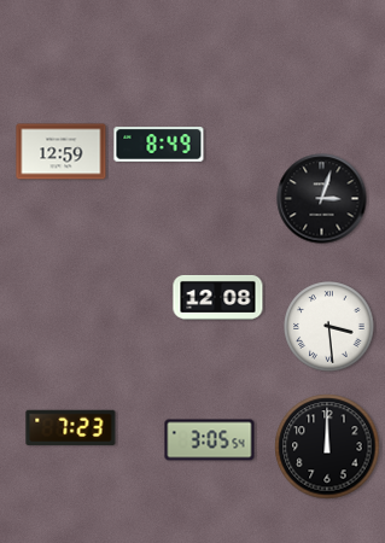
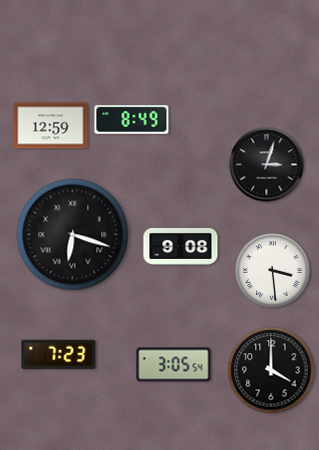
clock at (73, 235): none -> 6:18
clock at (218, 297): 12:08 -> 9:08
clock at (327, 446): 12:00 -> 4:00
